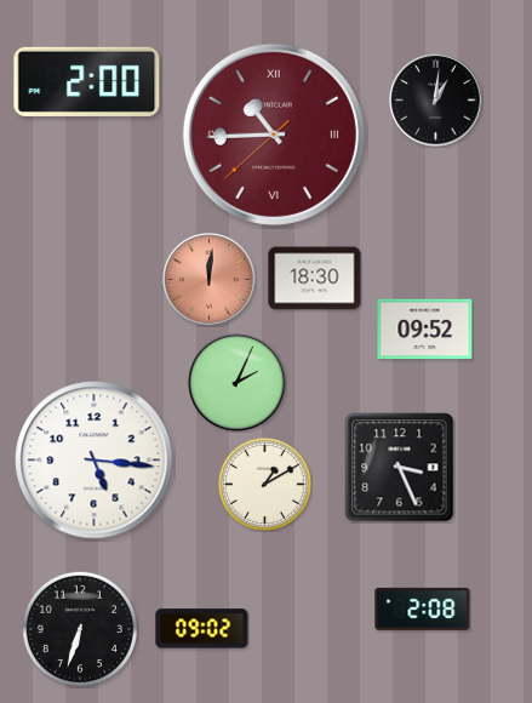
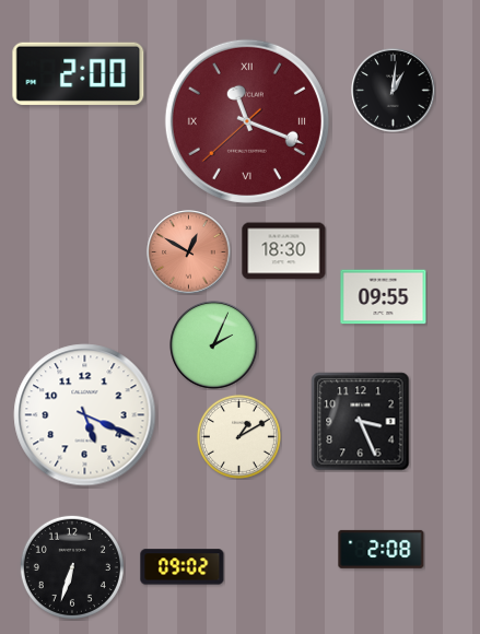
clock at (274, 135): 10:44 -> 11:18
clock at (210, 280): 12:01 -> 12:50
clock at (425, 330): 09:52 -> 09:55
clock at (95, 461): 5:16 -> 5:19
